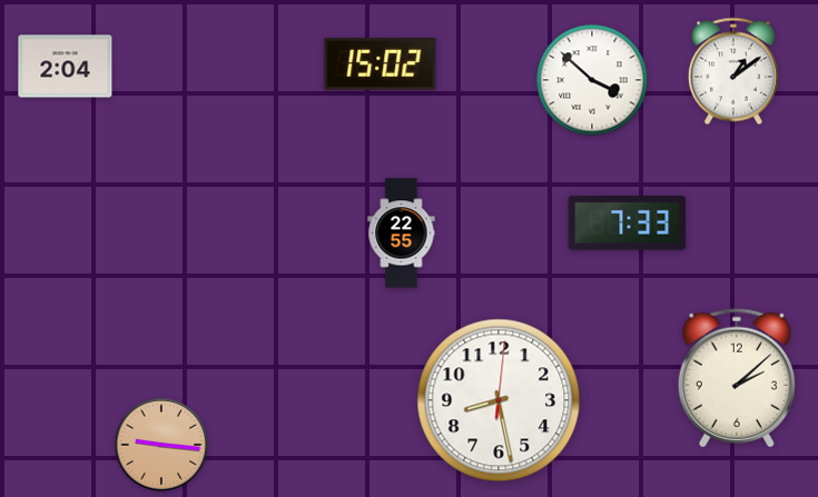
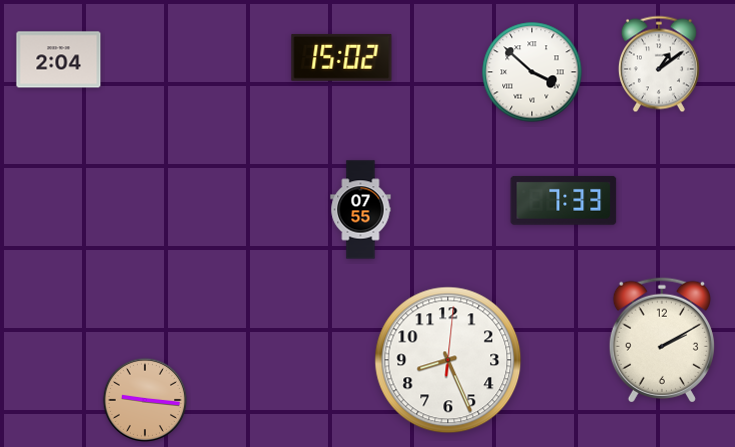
clock at (402, 233): 22:55 -> 07:55
clock at (737, 378): 2:08 -> 2:10
clock at (499, 400): 8:28 -> 8:26
